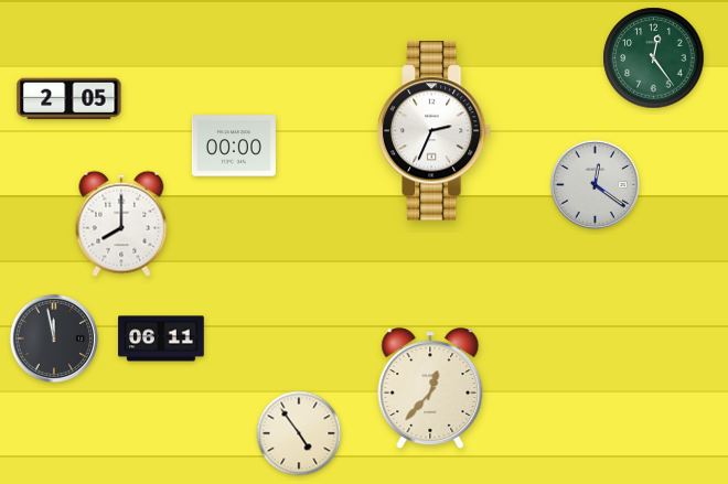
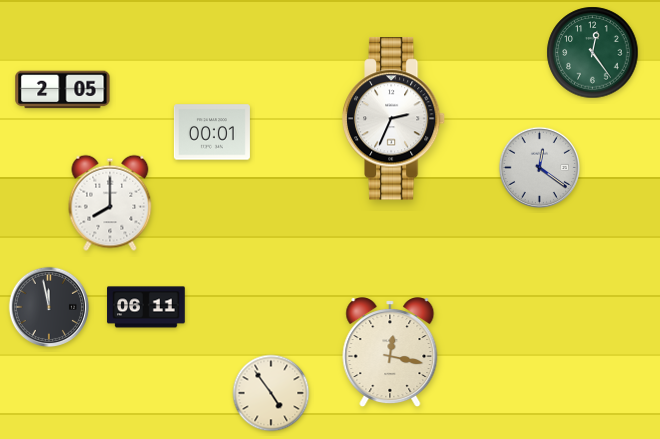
clock at (234, 146): 00:00 -> 00:01
clock at (430, 389): 12:37 -> 12:17
